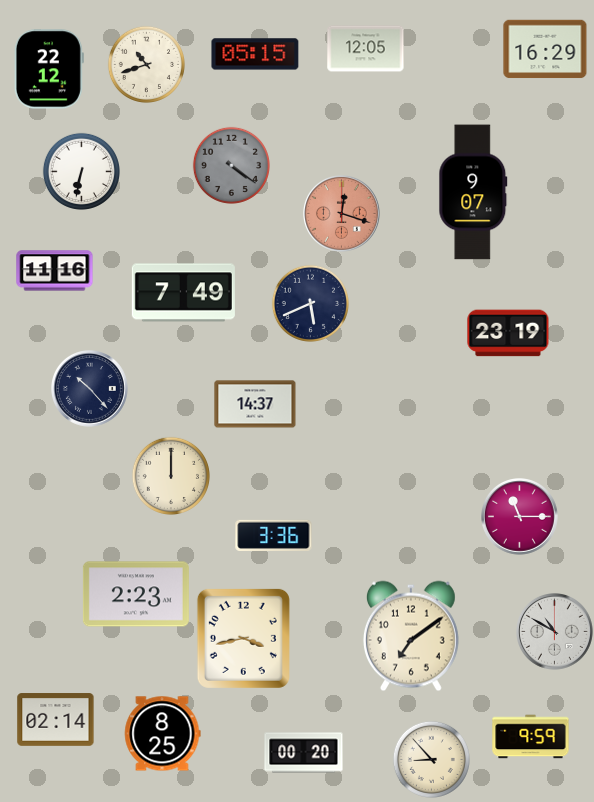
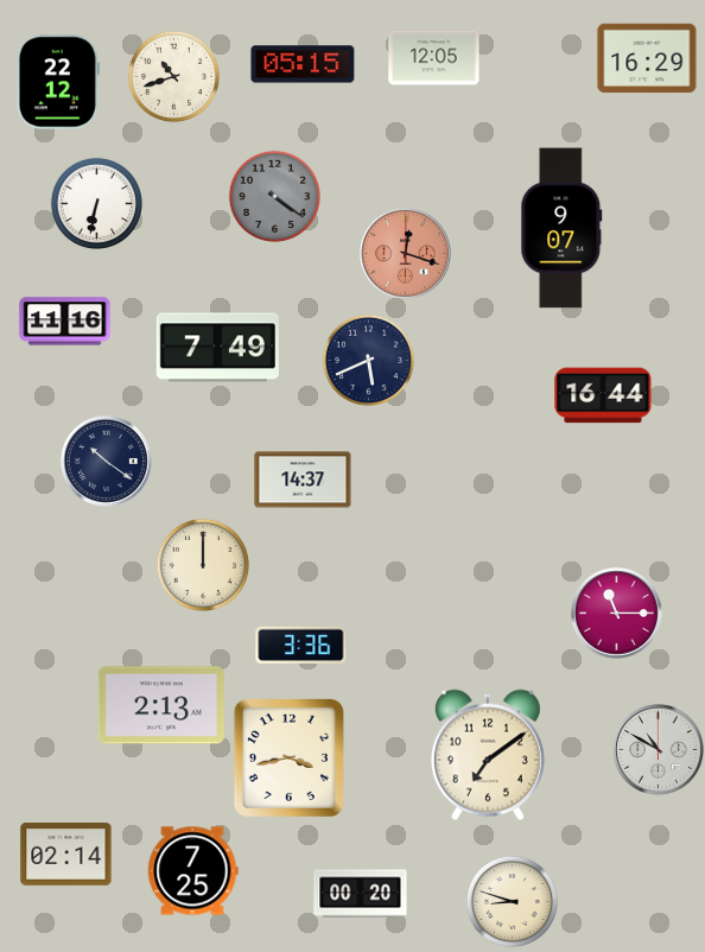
clock at (508, 333): 23:19 -> 16:44
clock at (90, 389): 10:23 -> 10:21
clock at (274, 535) position: (274, 535) -> (301, 645)
clock at (136, 594): 2:23 -> 2:13
clock at (162, 734): 8:25 -> 7:25
clock at (531, 737): 9:59 -> none
clock at (431, 759): 8:53 -> 8:48
